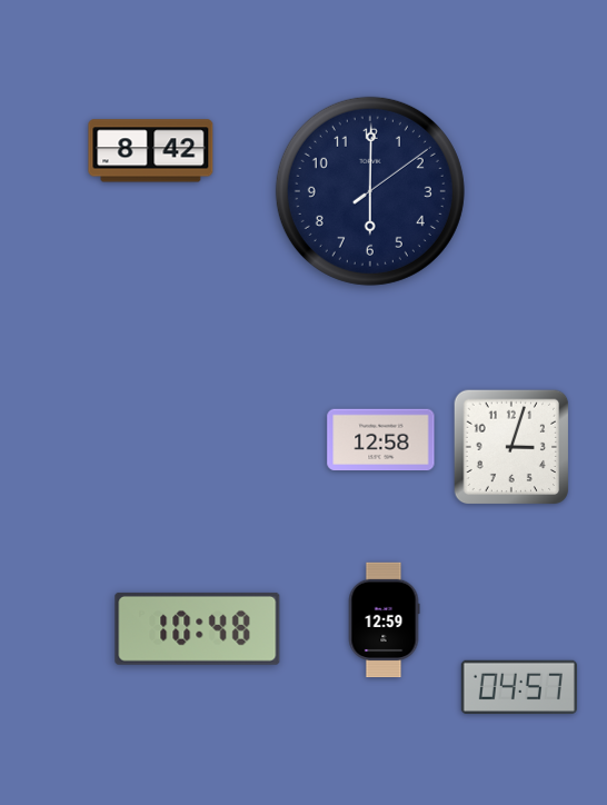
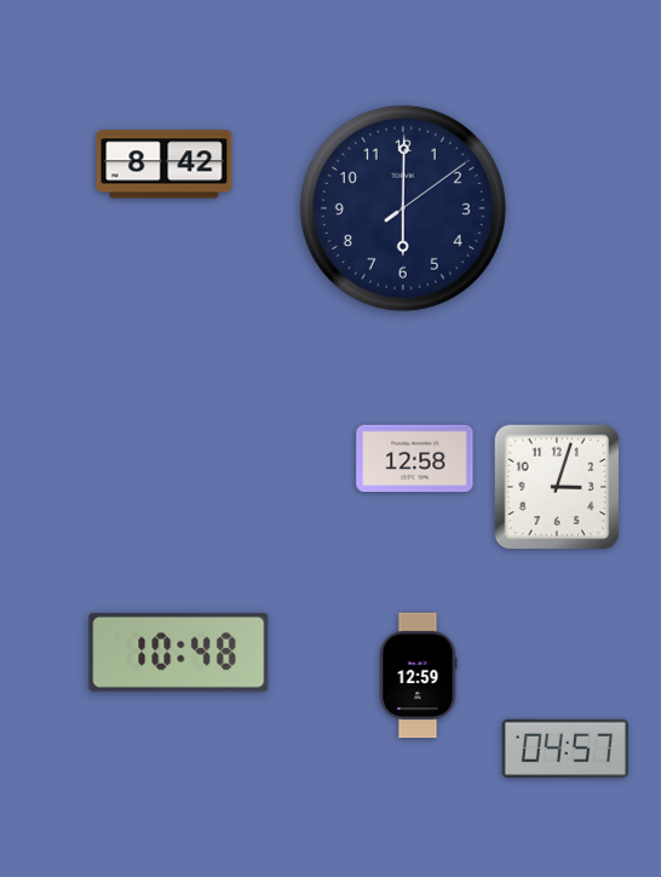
clock at (381, 440) position: (381, 440) -> (415, 459)
clock at (198, 628) position: (198, 628) -> (179, 652)
